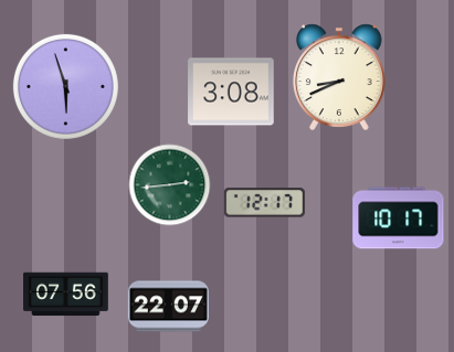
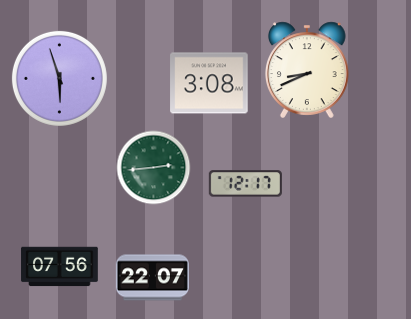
clock at (264, 203) position: (264, 203) -> (245, 184)
clock at (399, 218): 10:17 -> none
